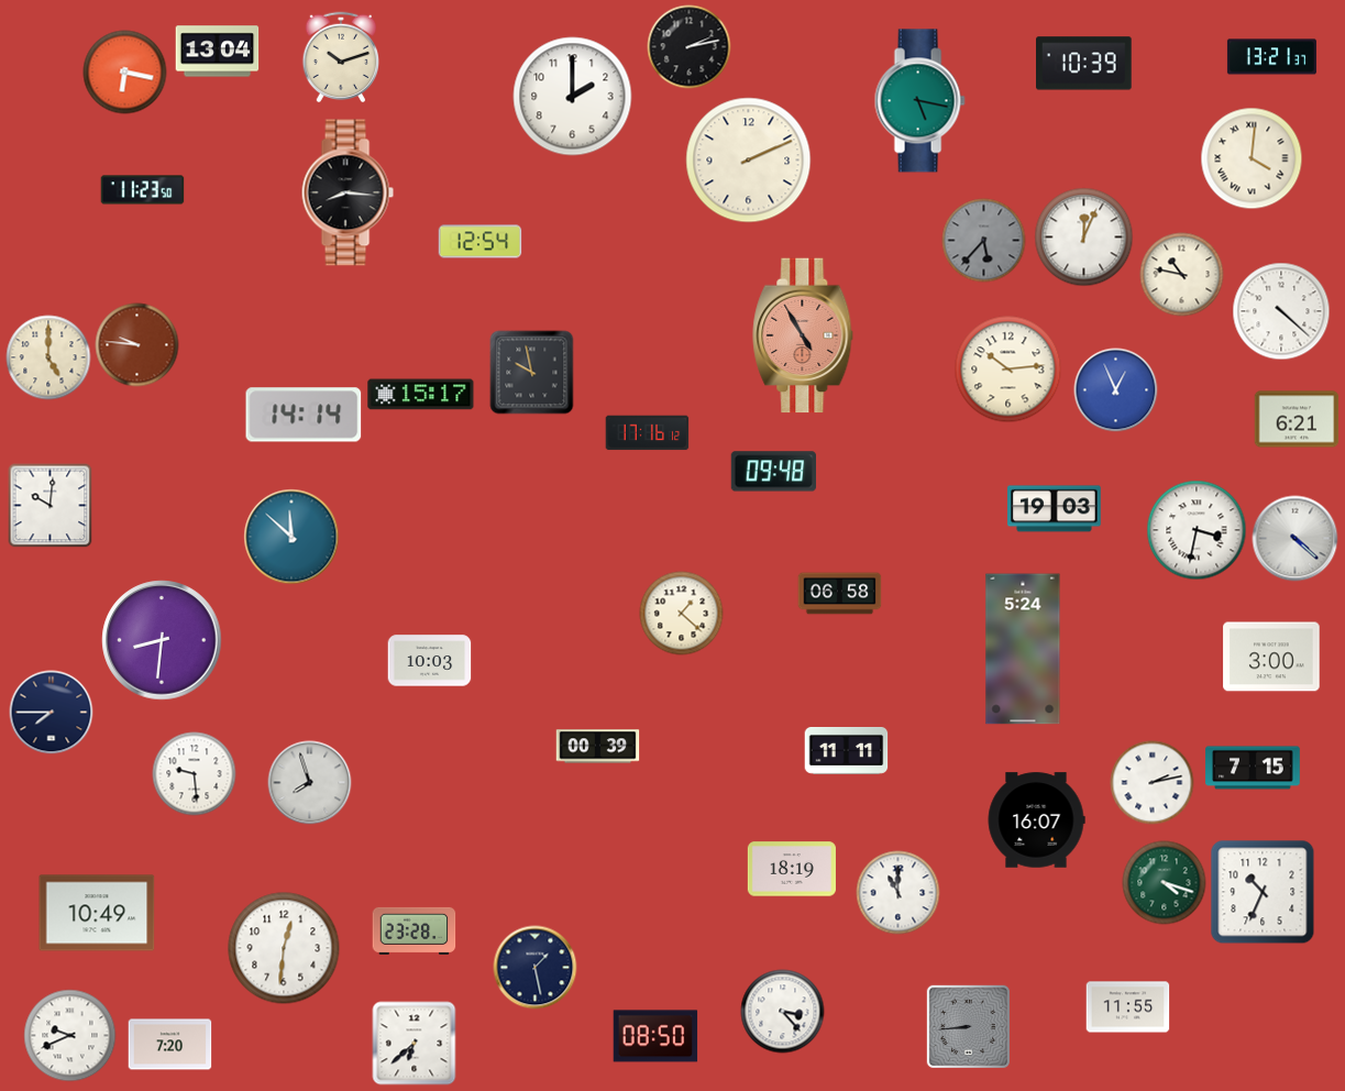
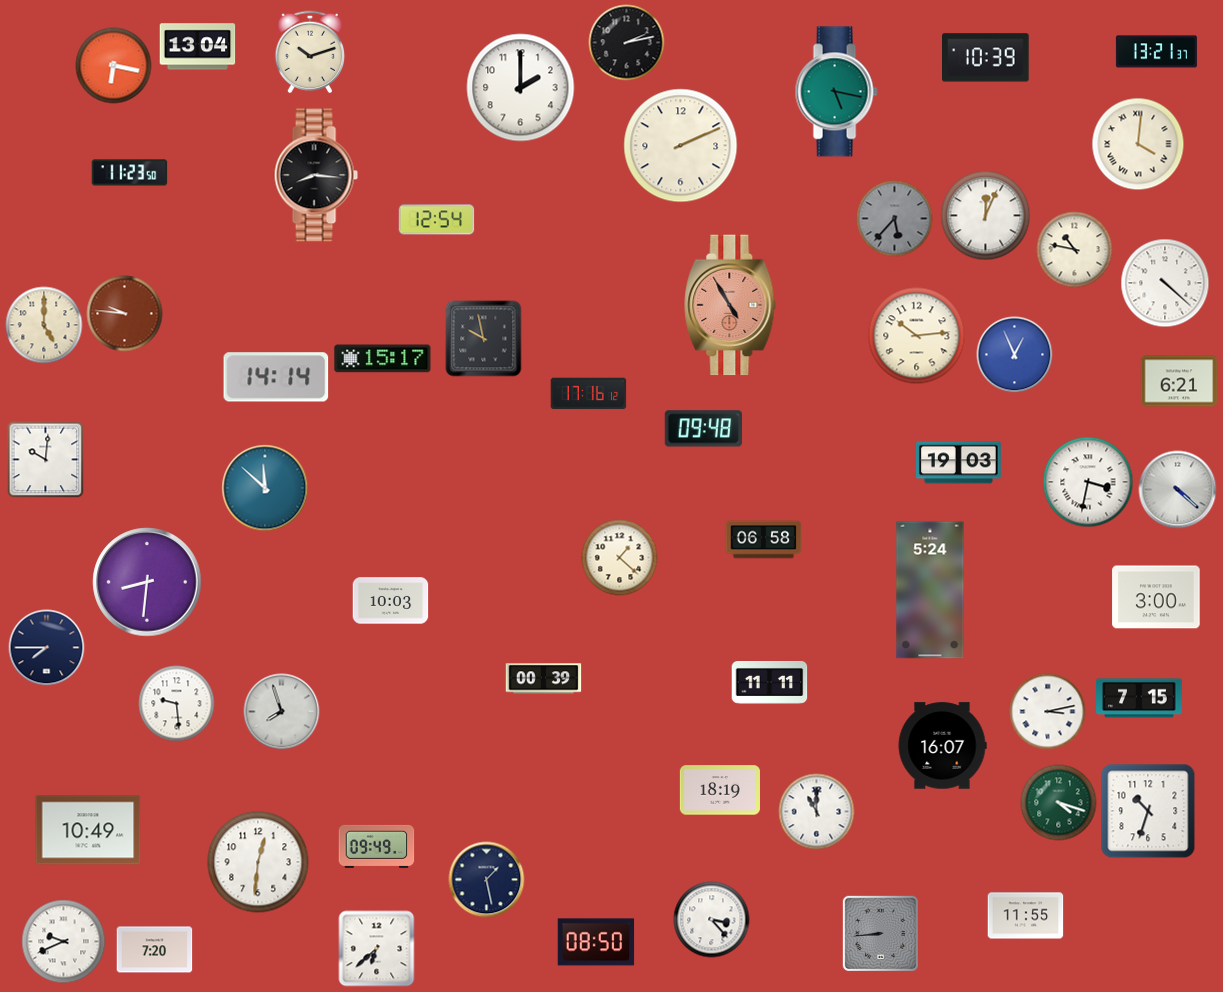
clock at (1153, 783): 2:13 -> 3:13
clock at (1263, 892): 10:34 -> 10:33
clock at (415, 930): 23:28 -> 09:49
